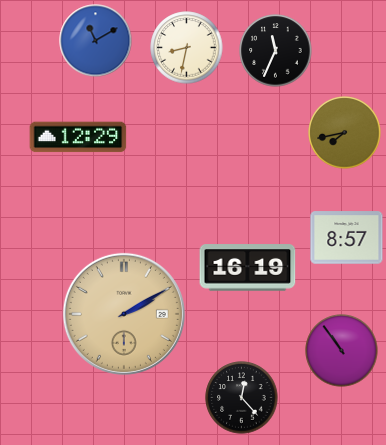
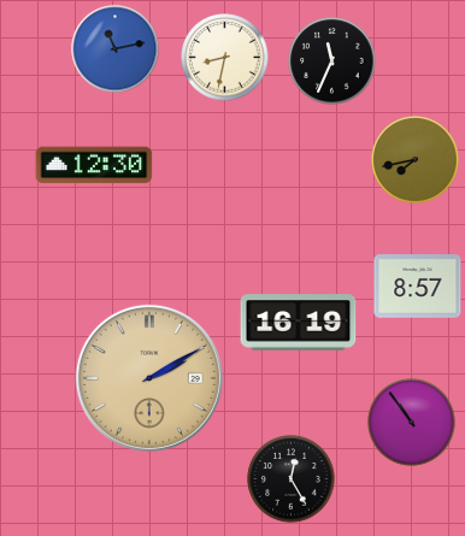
clock at (96, 41): 11:10 -> 11:13
clock at (78, 137): 12:29 -> 12:30
clock at (242, 398): 12:23 -> 12:25
